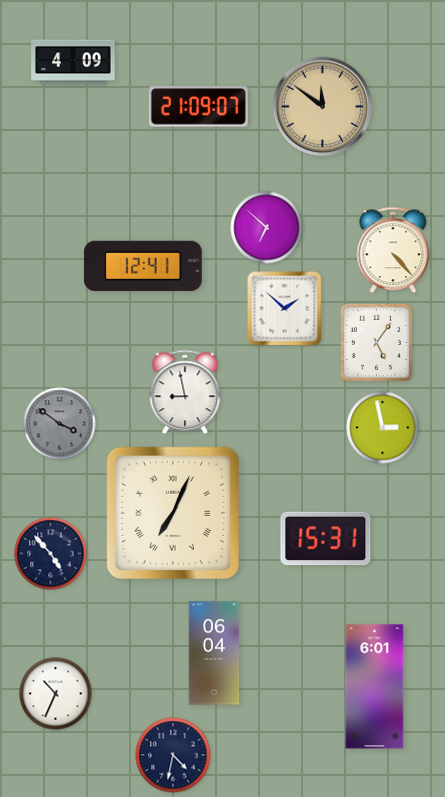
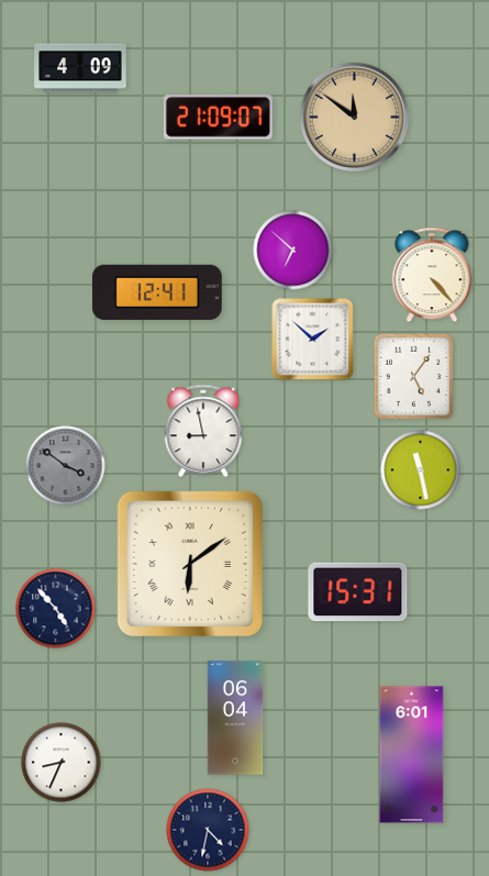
clock at (383, 428): 2:58 -> 11:28
clock at (172, 512): 7:04 -> 6:09
clock at (56, 694): 10:34 -> 8:34
clock at (173, 755) position: (173, 755) -> (208, 830)
